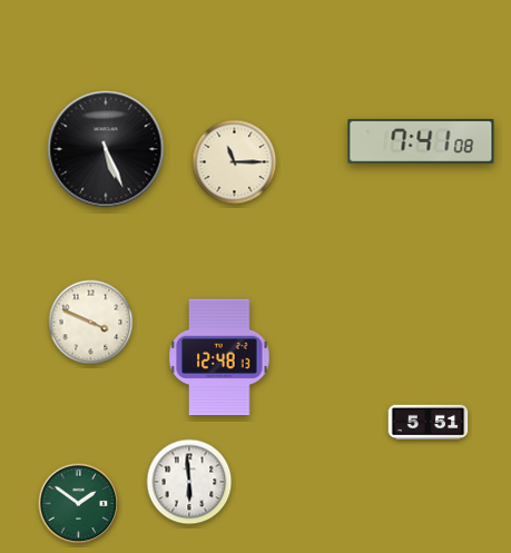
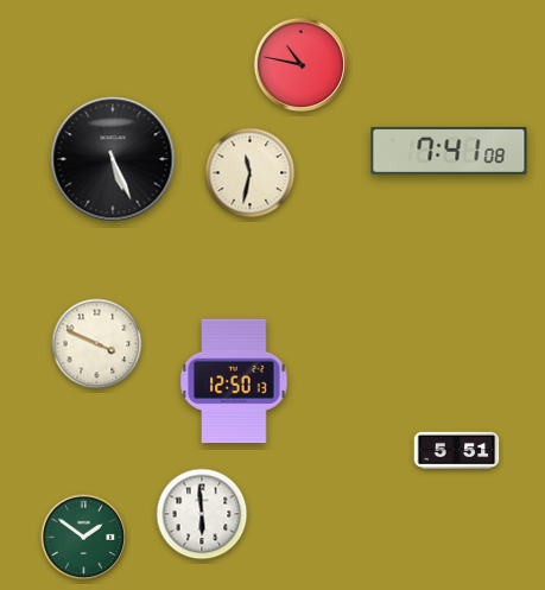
clock at (300, 64): none -> 10:47
clock at (235, 162): 11:15 -> 11:32
clock at (219, 357): 12:48 -> 12:50
